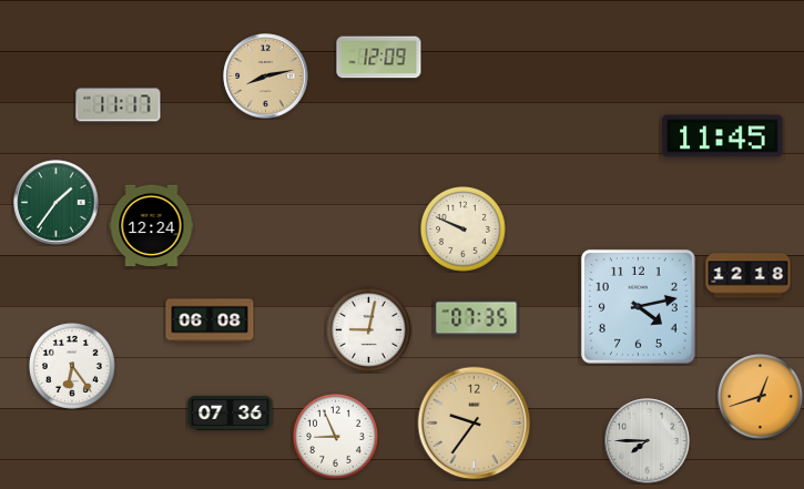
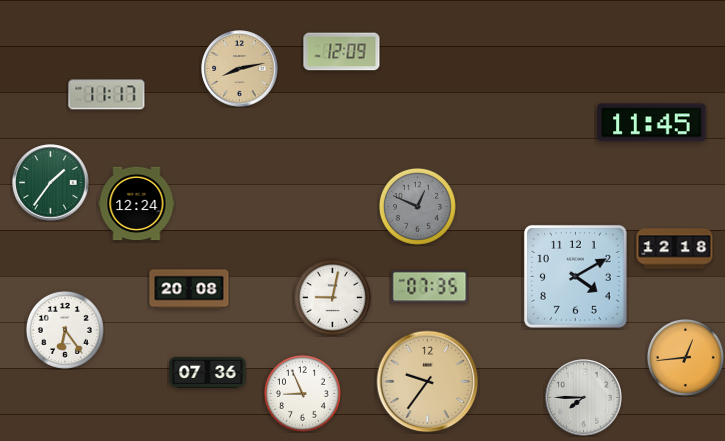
clock at (462, 228): 9:49 -> 12:49
clock at (462, 228) dial: cream -> grey
clock at (638, 306): 4:13 -> 4:10
clock at (210, 320): 06:08 -> 20:08
clock at (760, 396): 12:42 -> 12:44
